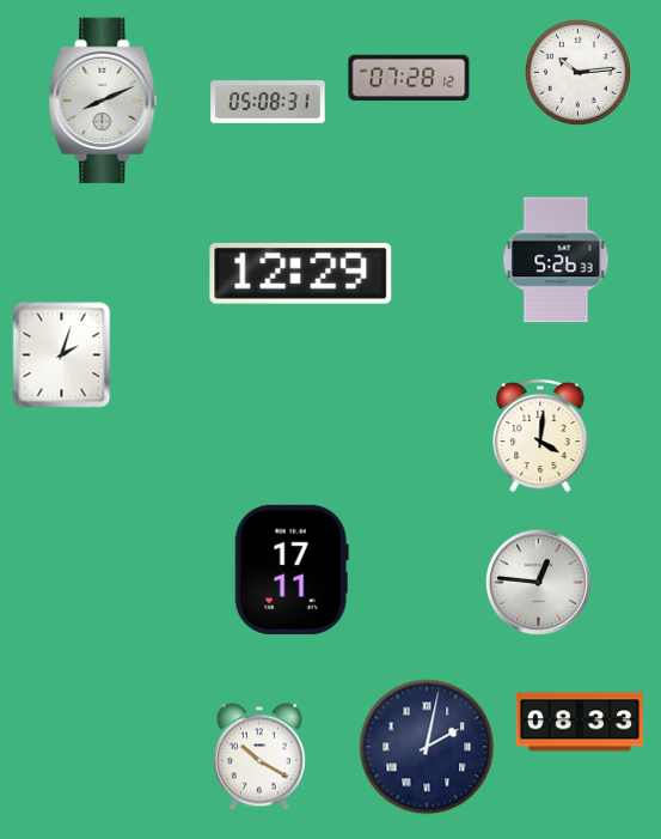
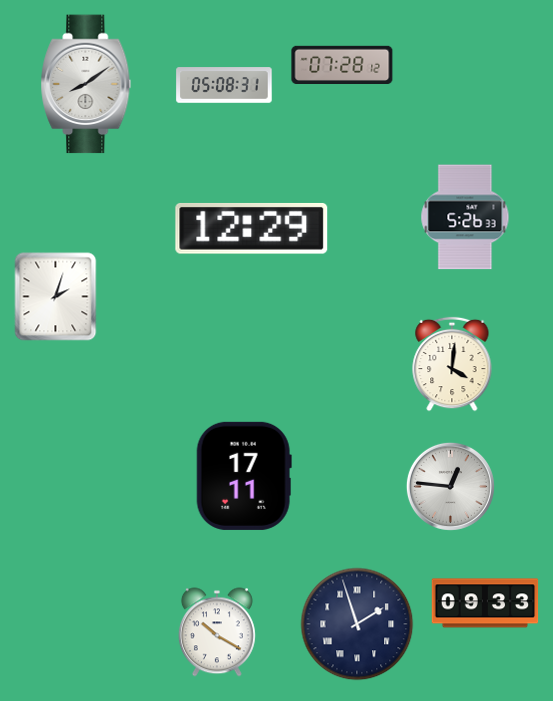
clock at (577, 72): 10:14 -> none
clock at (103, 101): 8:11 -> 8:09
clock at (62, 355) position: (62, 355) -> (56, 297)
clock at (580, 722): 08:33 -> 09:33
clock at (427, 747): 2:02 -> 1:57
